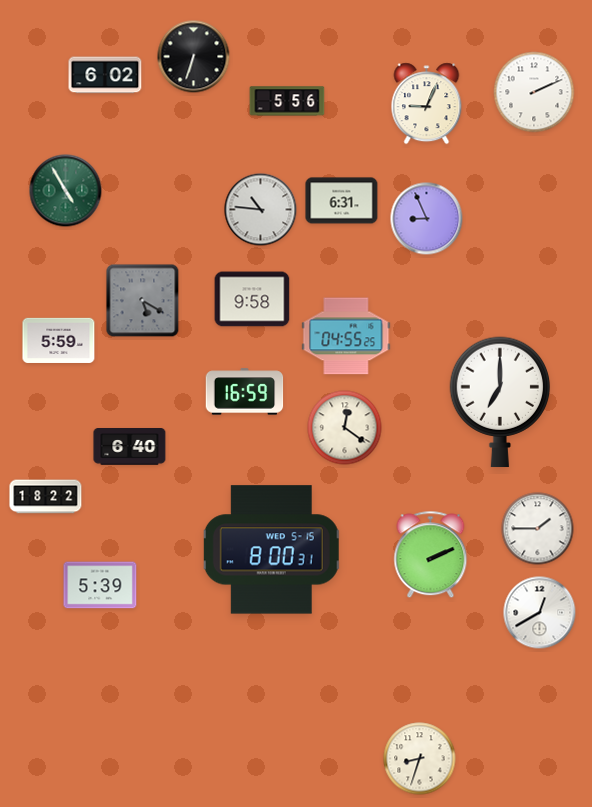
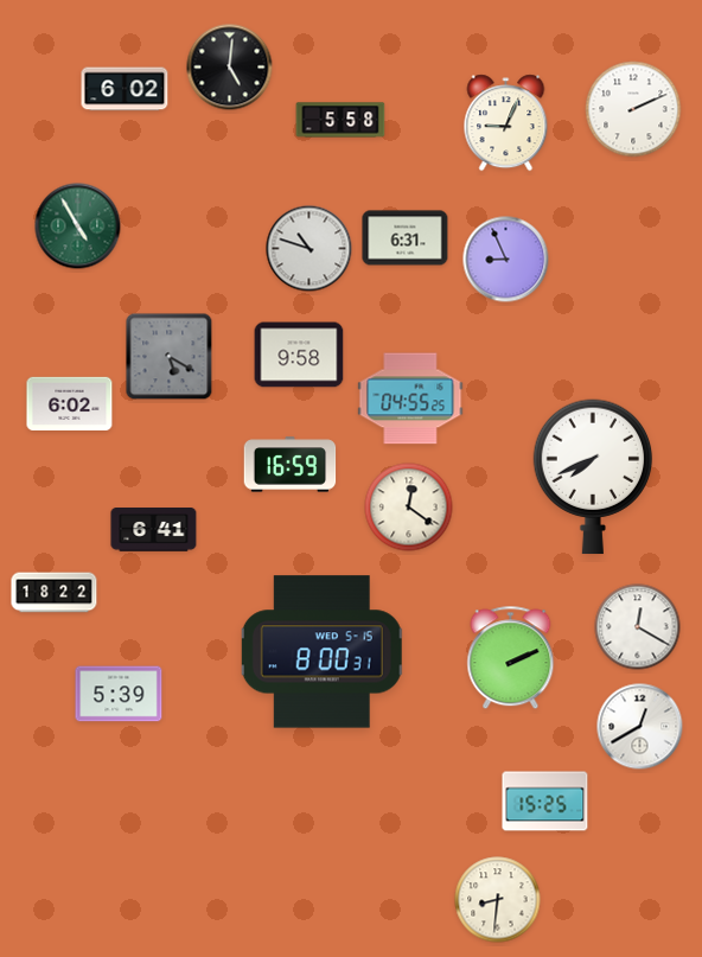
clock at (194, 57): 6:33 -> 5:01
clock at (287, 101): 5:56 -> 5:58
clock at (261, 210): 10:46 -> 10:48
clock at (59, 340): 5:59 -> 6:02
clock at (500, 402): 7:00 -> 7:41
clock at (130, 447): 6:40 -> 6:41
clock at (46, 497) position: (46, 497) -> (55, 593)
clock at (538, 529): 1:45 -> 12:20
clock at (545, 802): none -> 15:25
clock at (420, 759): 8:33 -> 8:31
